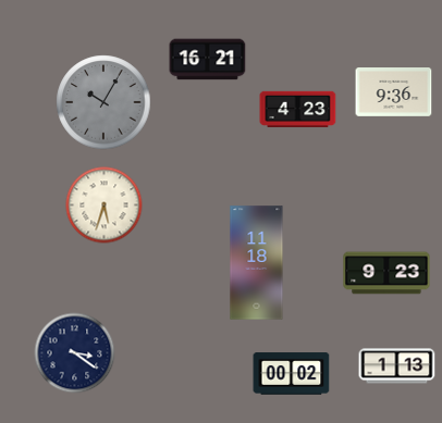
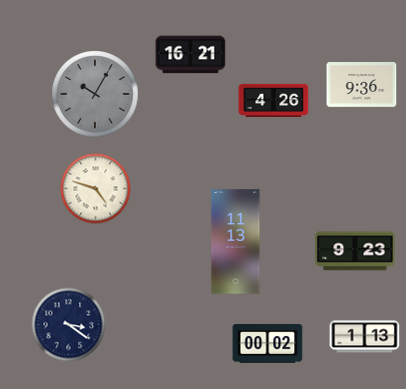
clock at (298, 109): 4:23 -> 4:26
clock at (105, 206): 5:33 -> 4:48
clock at (257, 263): 11:18 -> 11:13
